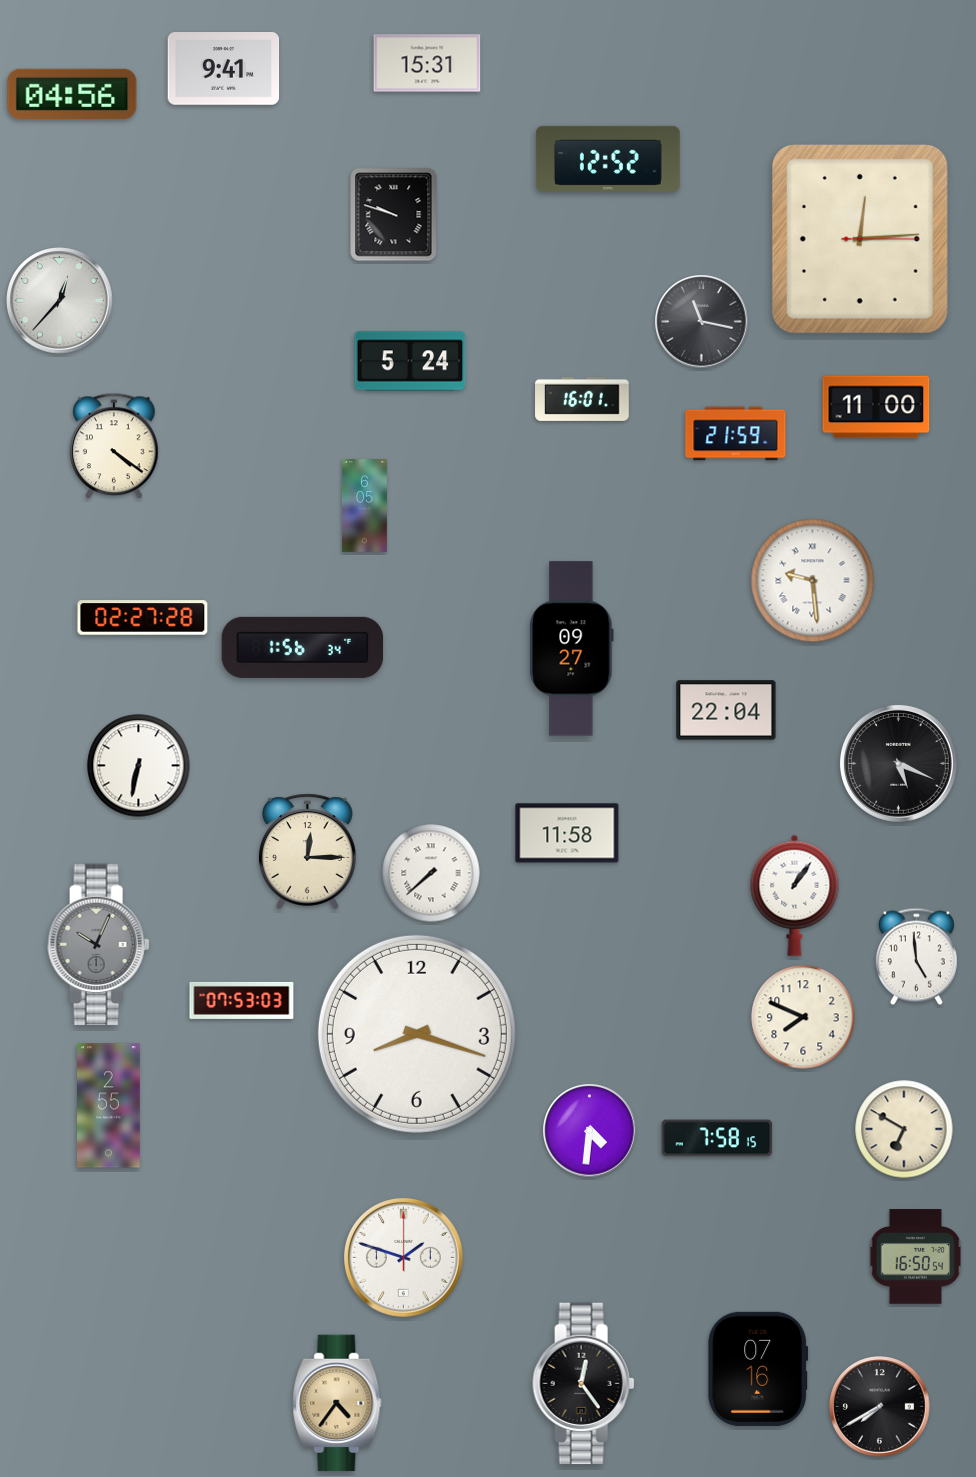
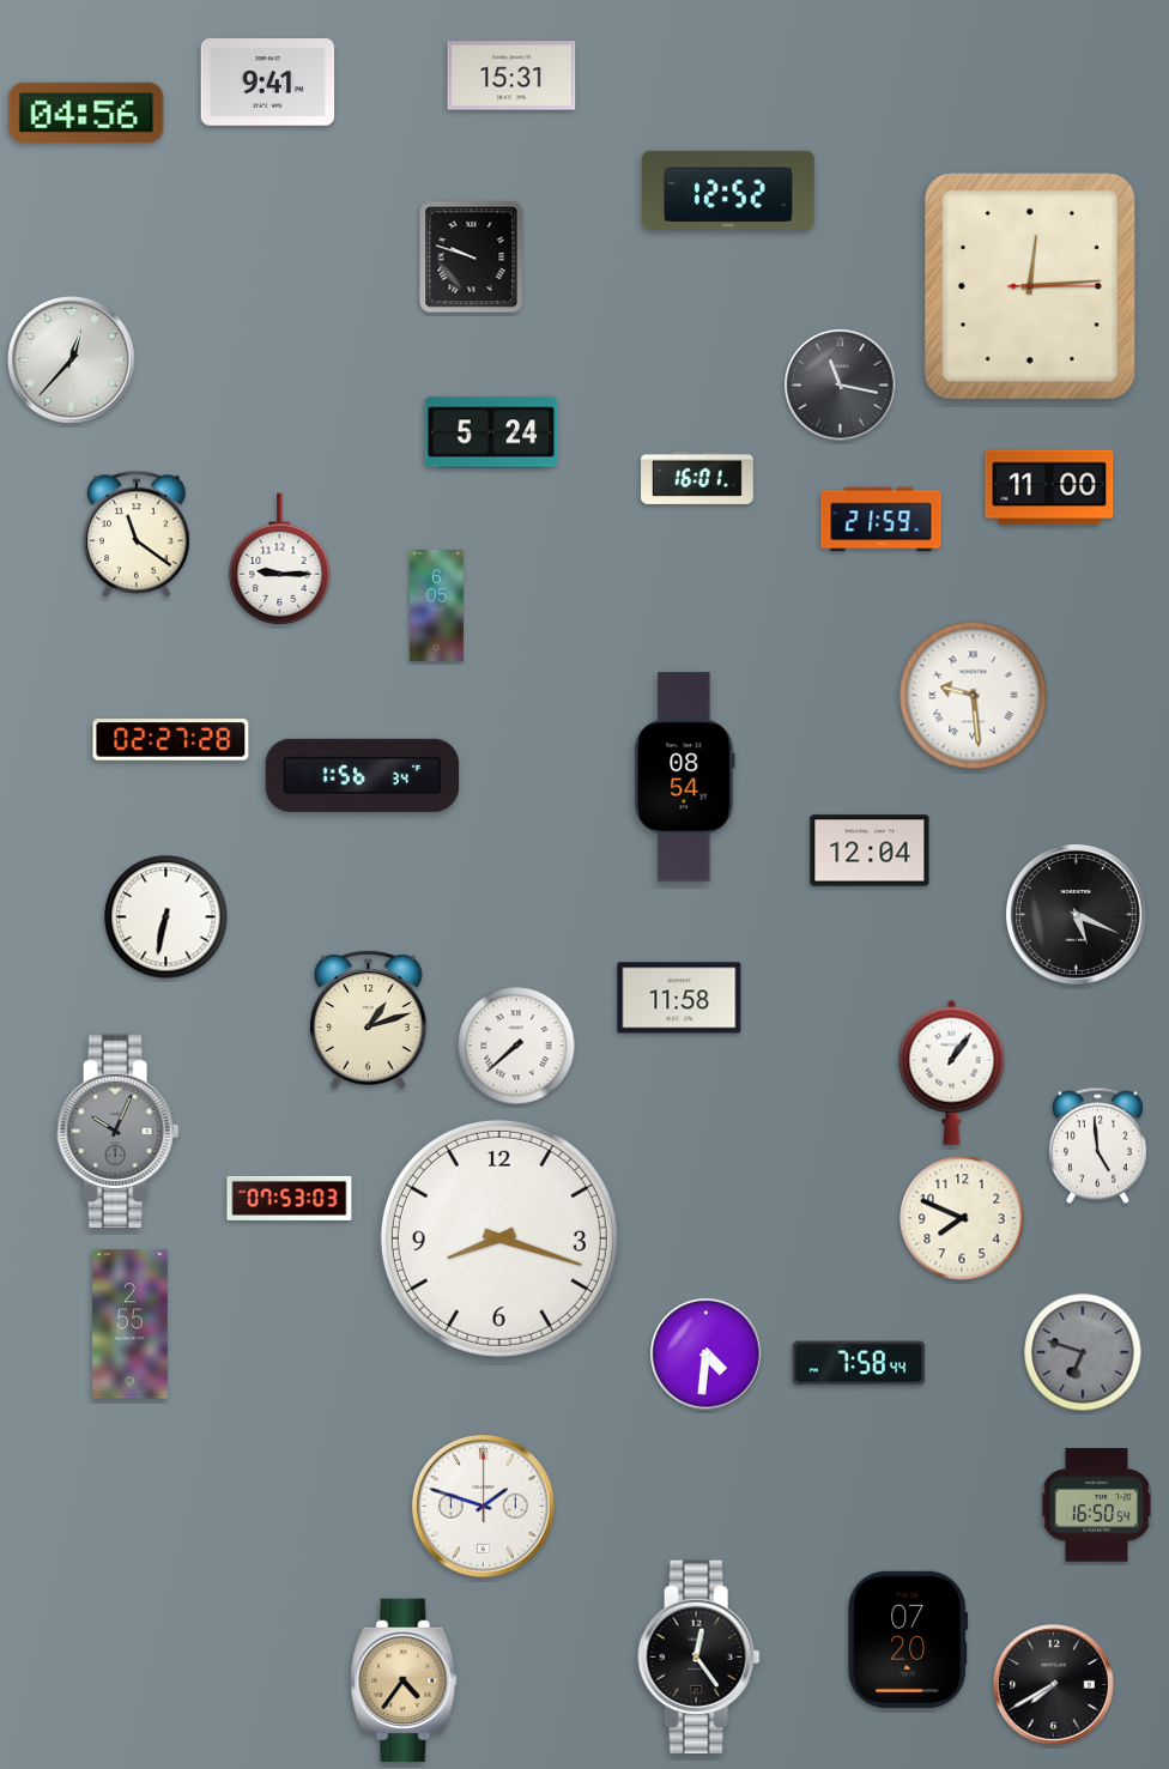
clock at (114, 447): 4:21 -> 11:21
clock at (280, 559): none -> 9:15
clock at (572, 649): 09:27 -> 08:54
clock at (726, 710): 22:04 -> 12:04
clock at (308, 852): 12:15 -> 1:12
clock at (904, 1129): 6:50 -> 6:48
clock at (904, 1129) dial: cream -> grey
clock at (717, 1138): 7:58:15 -> 7:58:44
clock at (758, 1369): 07:16 -> 07:20
